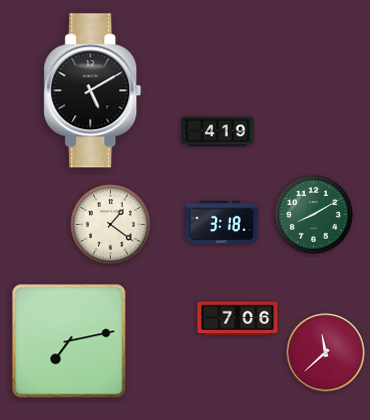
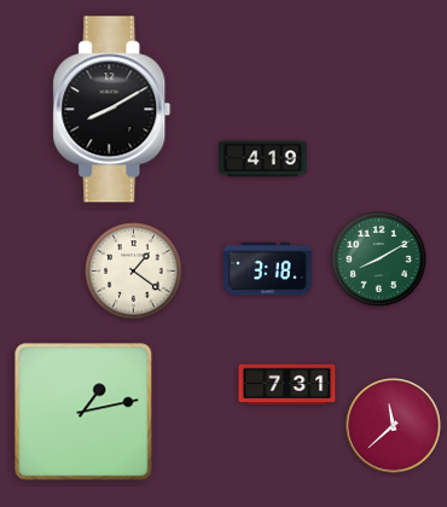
clock at (93, 91): 5:10 -> 8:10
clock at (238, 319): 7:06 -> 7:31
clock at (69, 341): 7:13 -> 1:13
